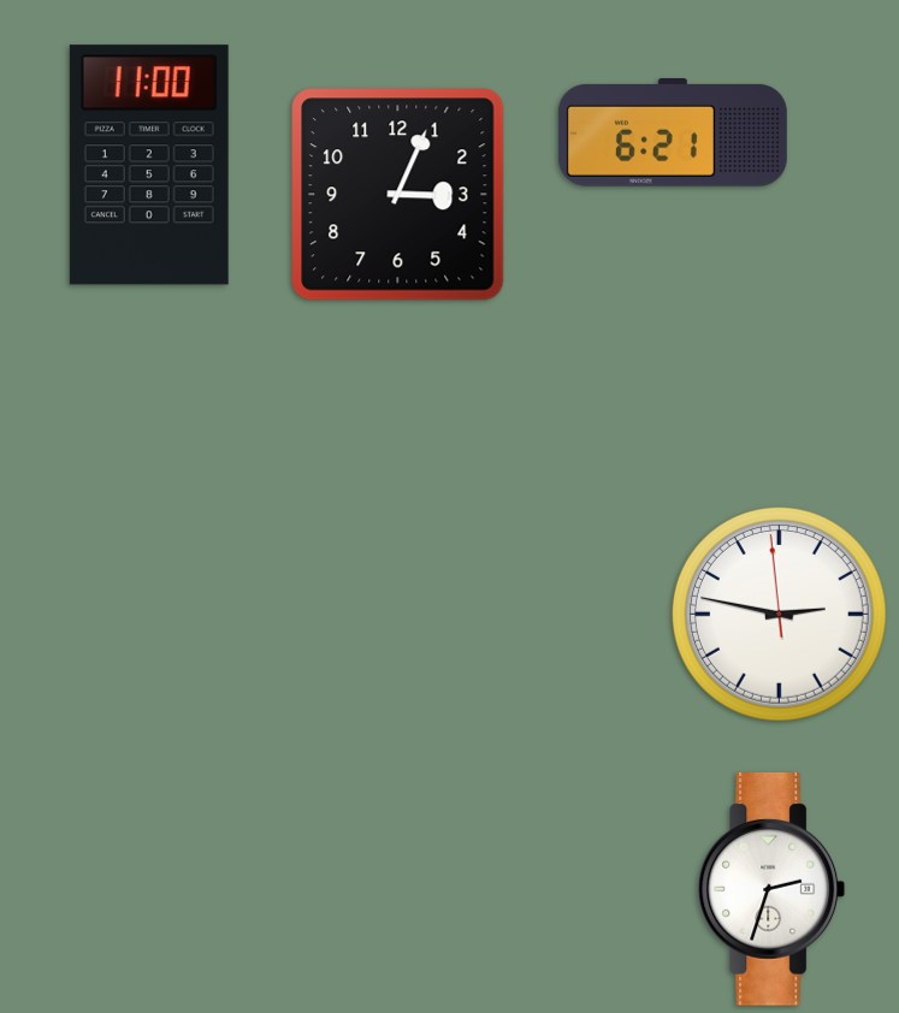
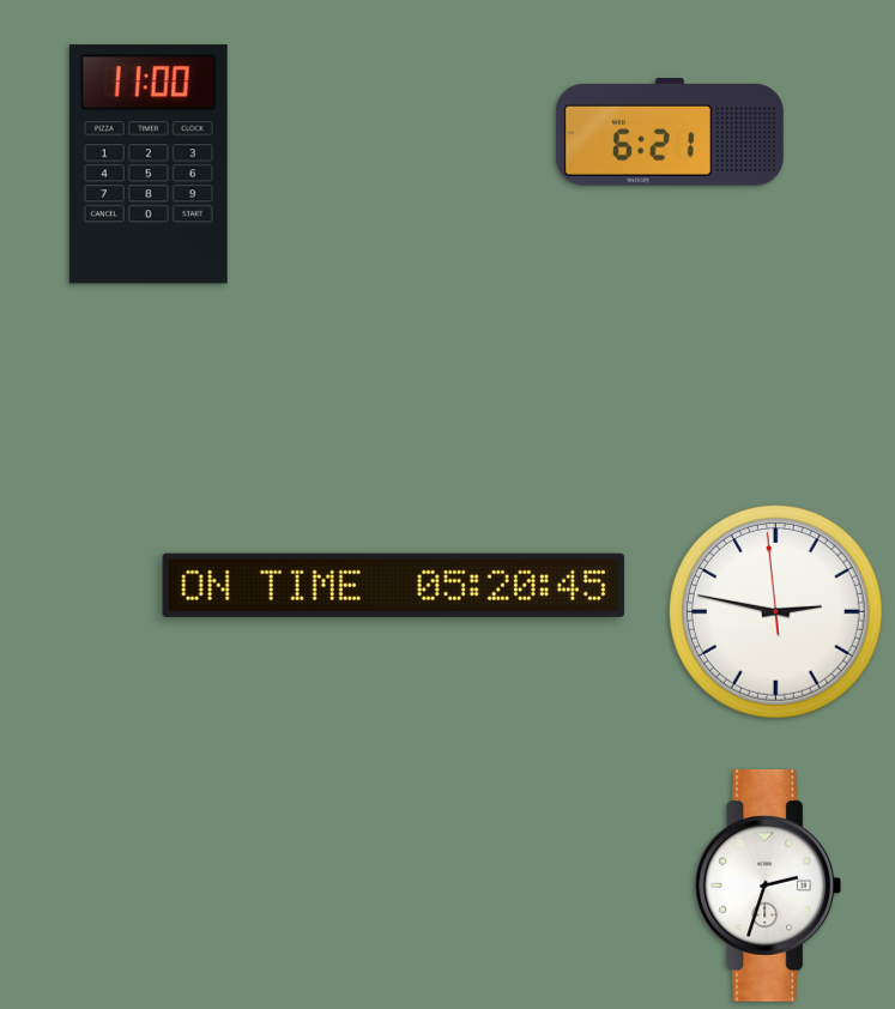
clock at (398, 195): 3:04 -> none
clock at (393, 585): none -> 05:20
